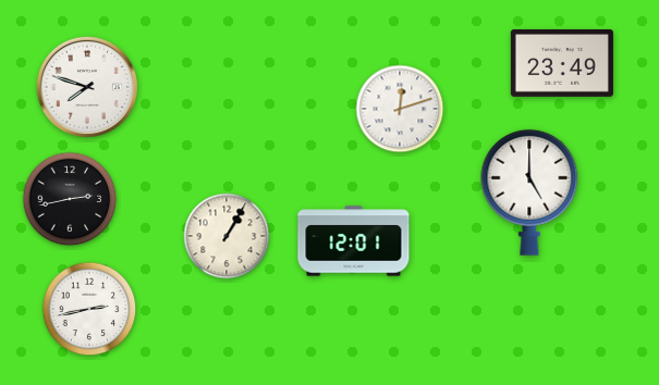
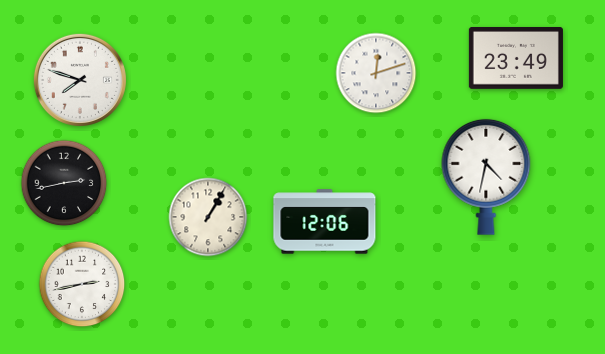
clock at (400, 109) position: (400, 109) -> (376, 73)
clock at (529, 192): 5:00 -> 4:32
clock at (354, 241): 12:01 -> 12:06
